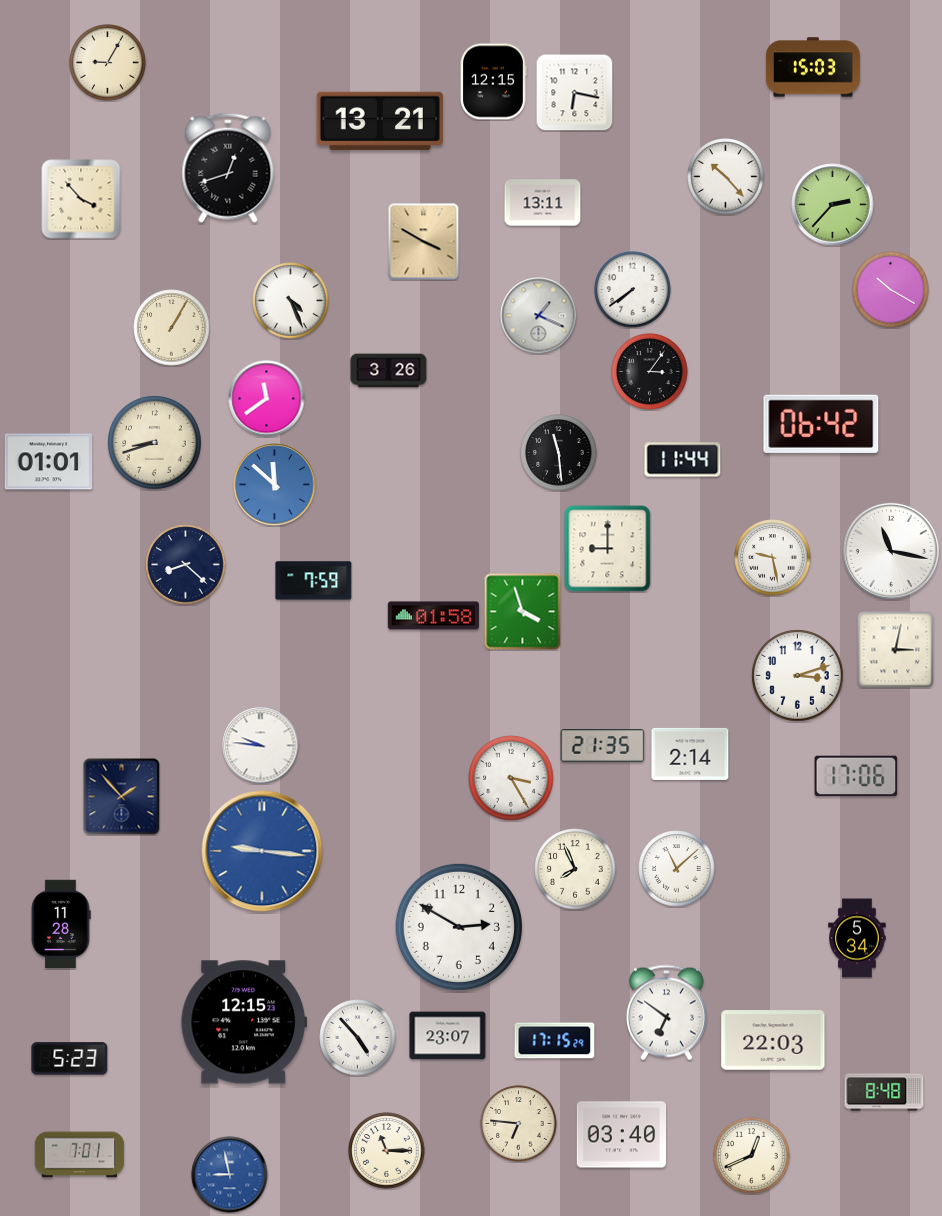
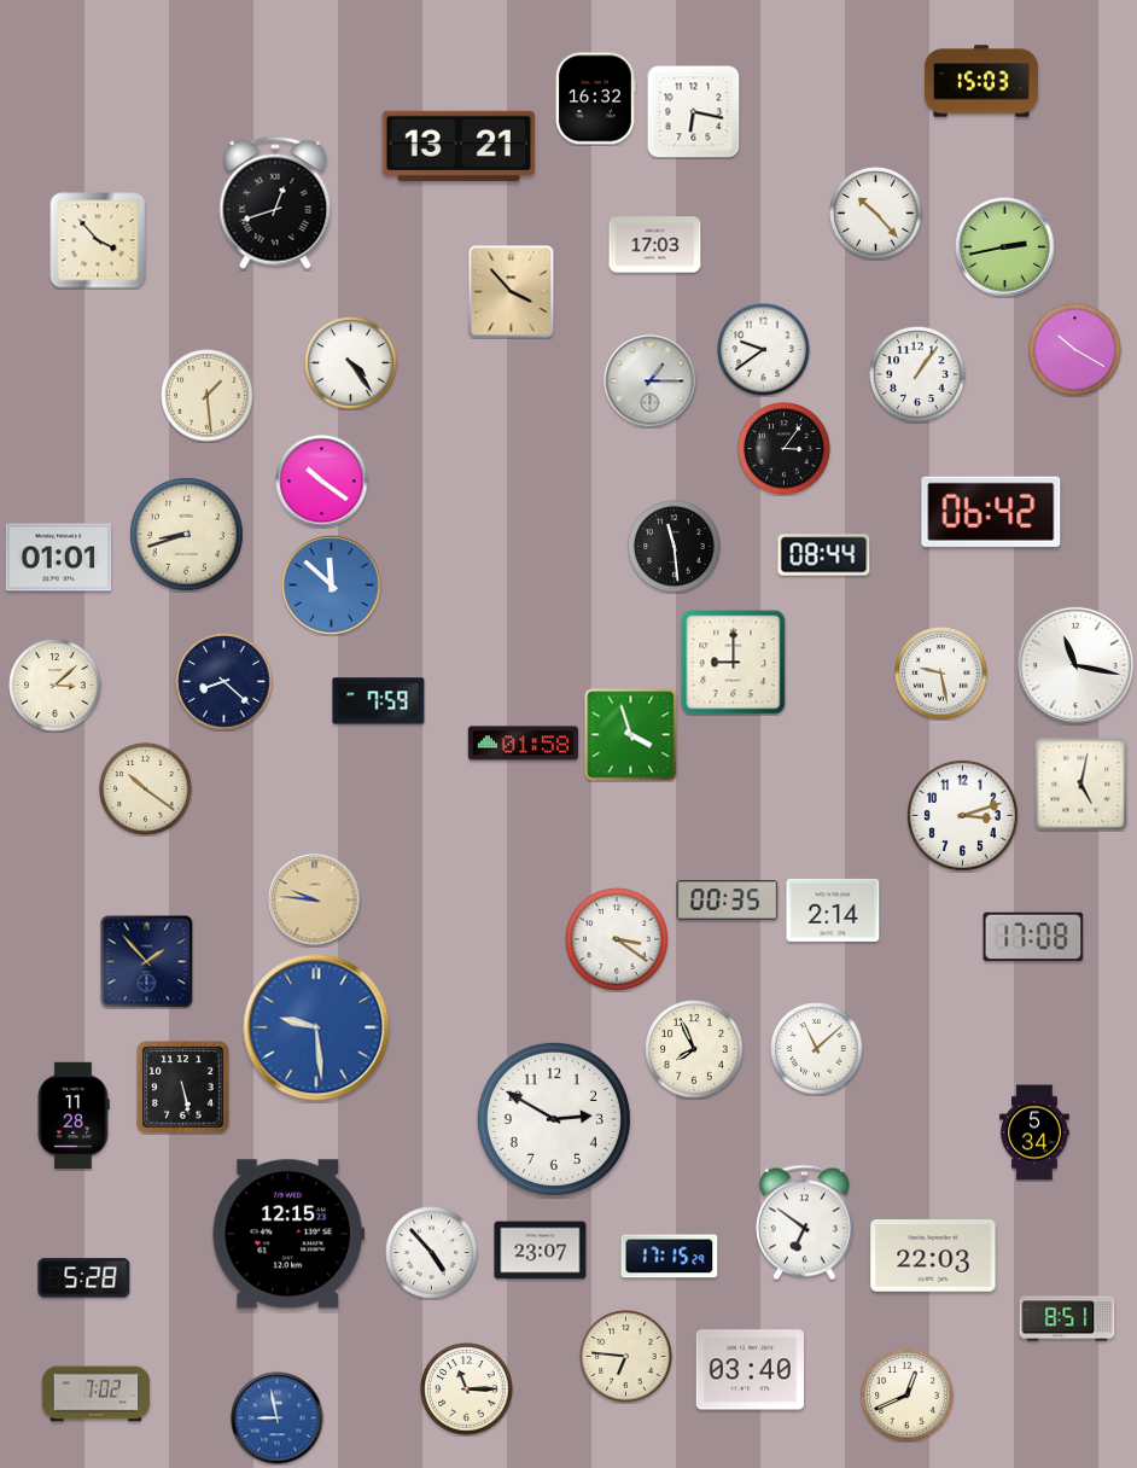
clock at (108, 63): 9:05 -> none
clock at (493, 82): 12:15 -> 16:32
clock at (543, 203): 13:11 -> 17:03
clock at (833, 205): 2:37 -> 2:43
clock at (424, 242): 3:50 -> 3:53
clock at (633, 290): 7:39 -> 9:39
clock at (291, 301): 4:26 -> 4:24
clock at (917, 374): none -> 1:06
clock at (539, 316): 1:19 -> 1:15
clock at (172, 328): 1:05 -> 1:29
clock at (389, 371): 3:26 -> none
clock at (267, 399): 11:39 -> 10:21
clock at (683, 460): 11:44 -> 08:44
clock at (773, 558) position: (773, 558) -> (941, 674)
clock at (56, 686): none -> 3:08
clock at (523, 612) position: (523, 612) -> (631, 735)
clock at (895, 650): 3:02 -> 5:02
clock at (146, 790): none -> 10:21
clock at (261, 746) dial: white -> champagne
clock at (603, 746): 21:35 -> 00:35
clock at (856, 776): 17:06 -> 17:08
clock at (511, 778): 3:25 -> 3:21
clock at (262, 851): 9:16 -> 9:29
clock at (183, 1088): none -> 5:28
clock at (244, 1022) position: (244, 1022) -> (288, 1234)
clock at (70, 1059): 5:23 -> 5:28
clock at (884, 1092): 8:48 -> 8:51
clock at (80, 1155): 7:01 -> 7:02
